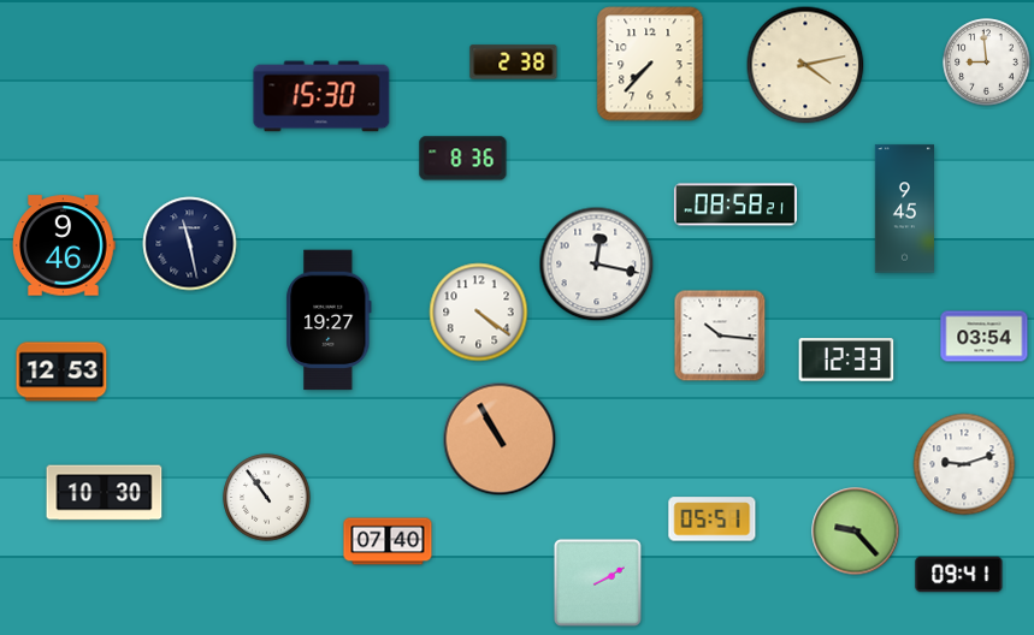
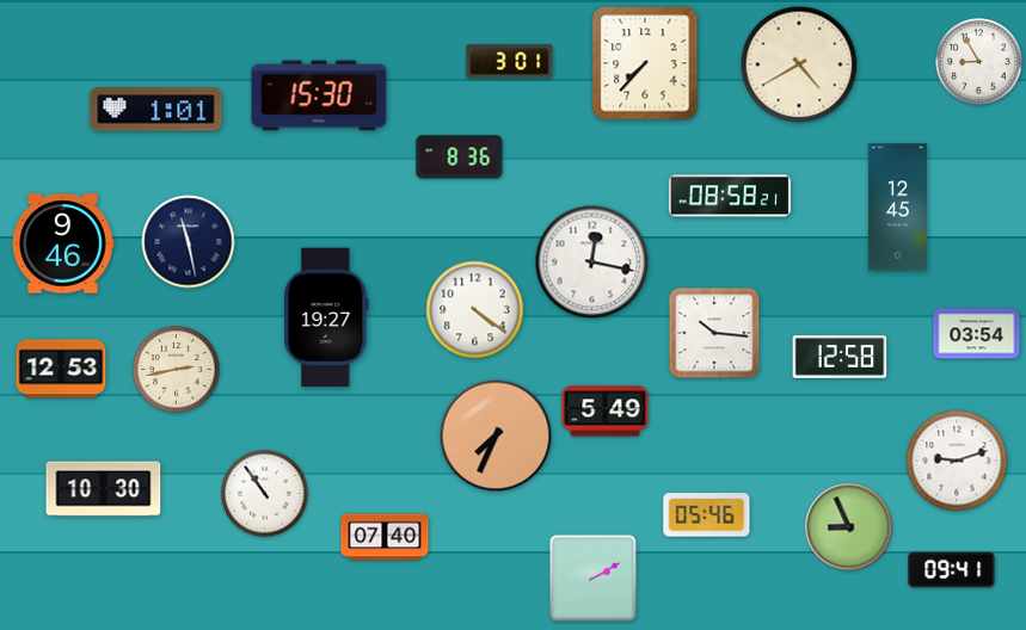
clock at (514, 63): 2:38 -> 3:01
clock at (987, 63): 8:59 -> 8:55
clock at (805, 65): 4:13 -> 4:40
clock at (156, 110): none -> 1:01
clock at (735, 204) position: (735, 204) -> (730, 196)
clock at (904, 209): 9:45 -> 12:45
clock at (846, 361): 12:33 -> 12:58
clock at (177, 370): none -> 2:43
clock at (606, 412): none -> 5:49
clock at (500, 439): 10:55 -> 7:34
clock at (713, 520): 05:51 -> 05:46
clock at (856, 532): 9:23 -> 8:56
